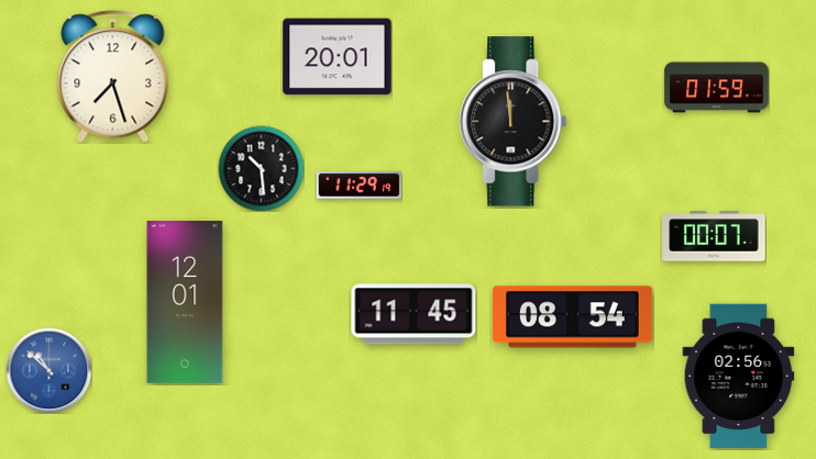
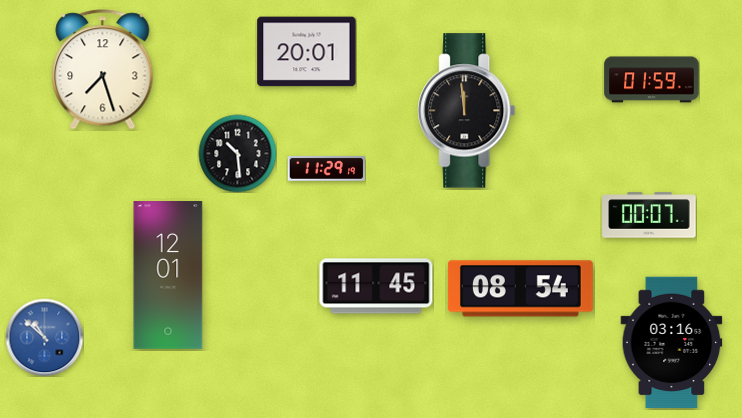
clock at (739, 377): 02:56 -> 03:16
